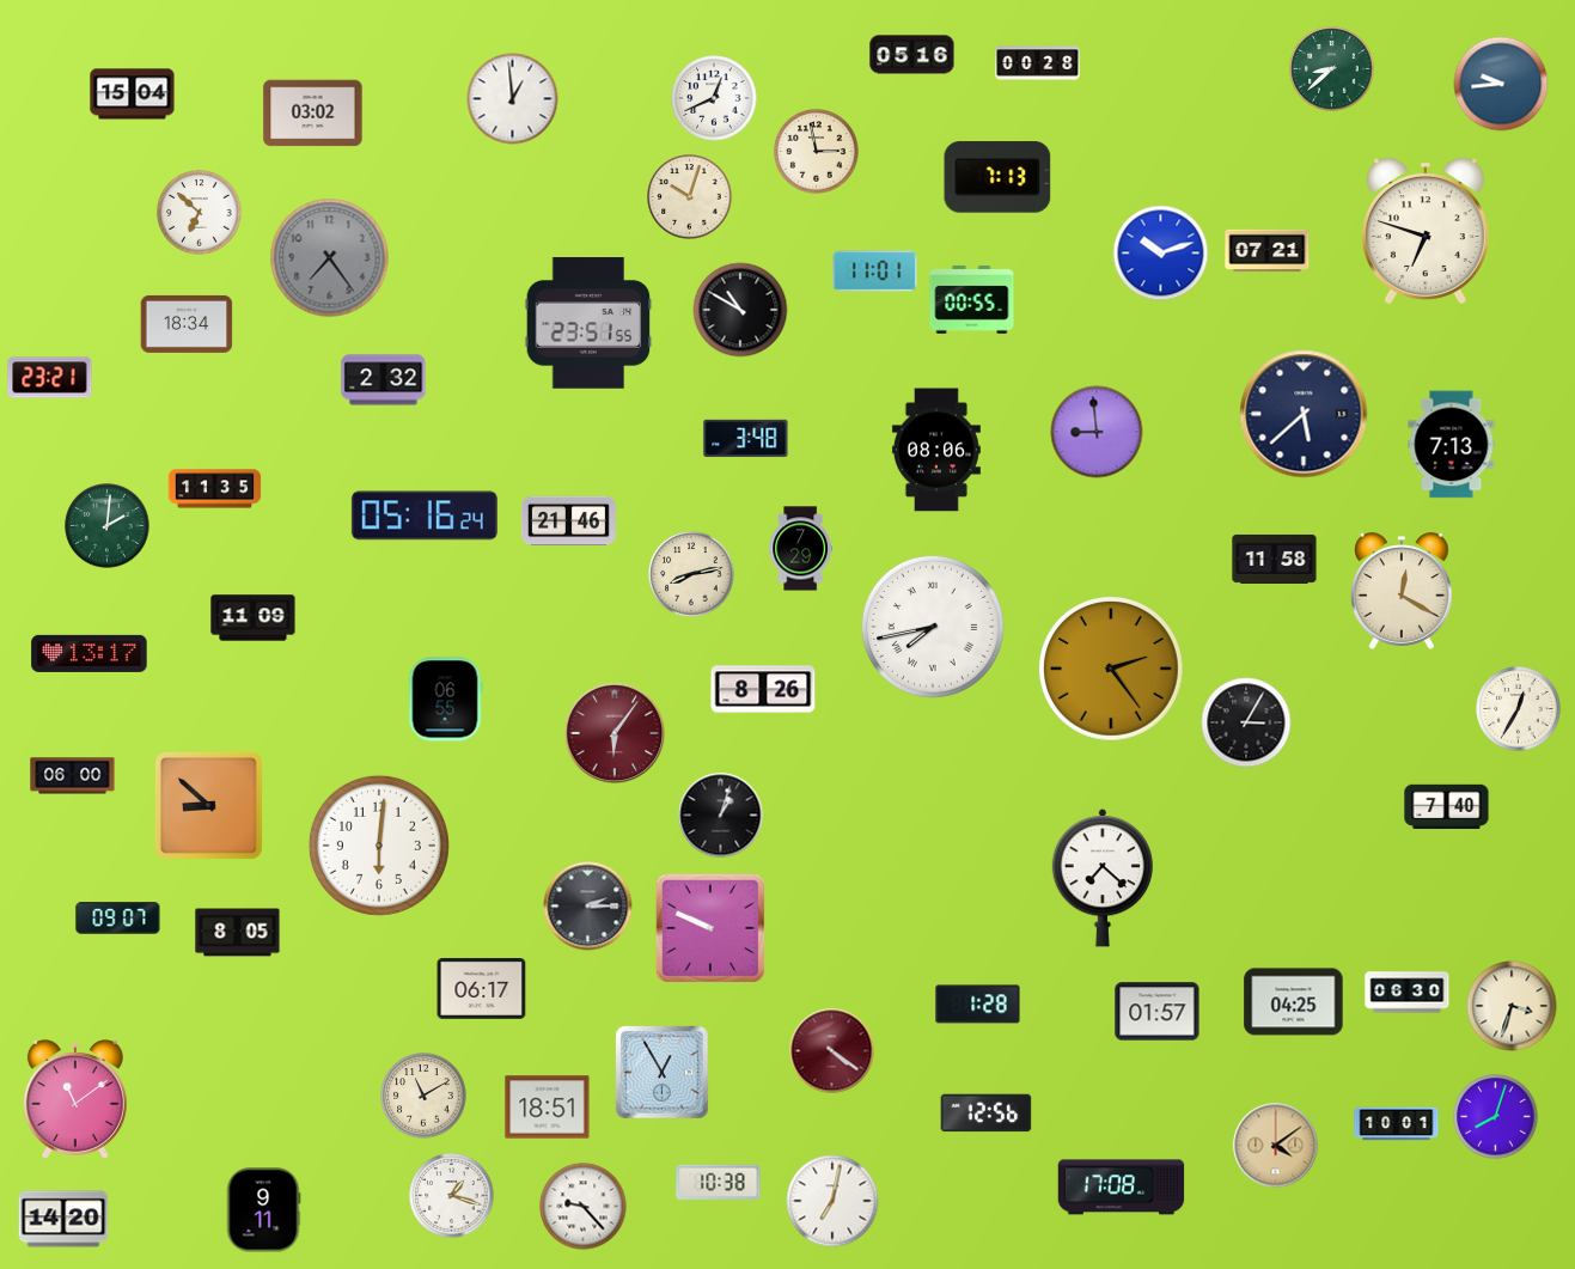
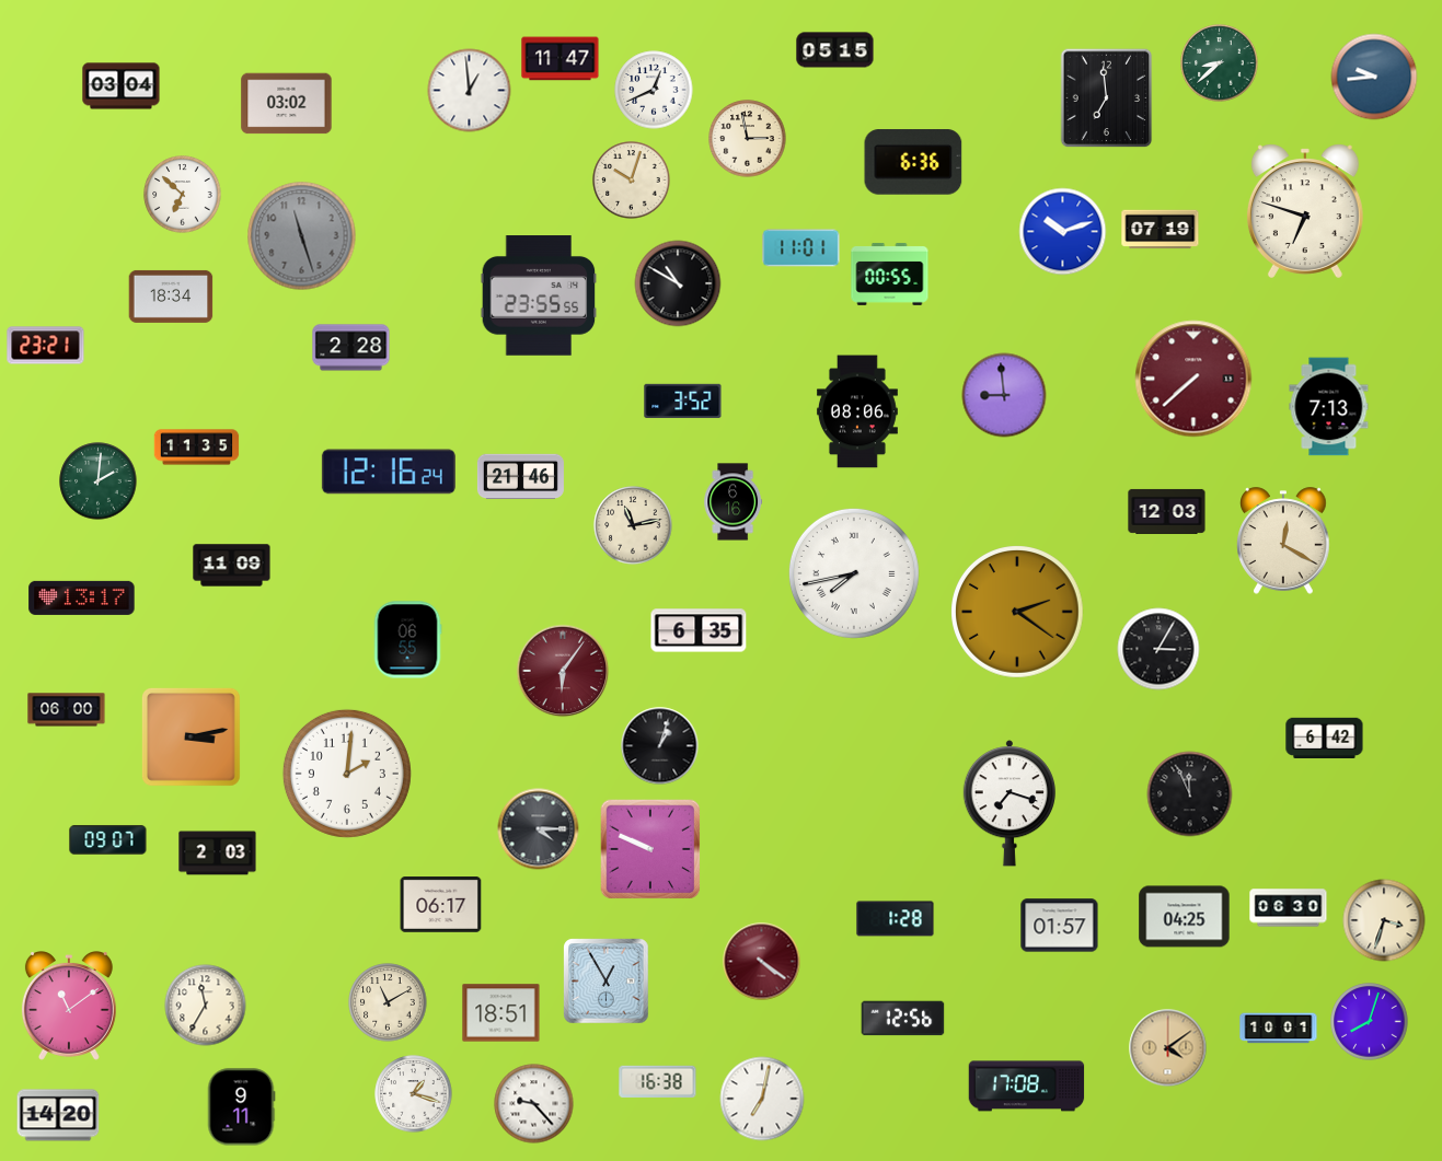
clock at (912, 55): 05:16 -> 05:15
clock at (1038, 63): 00:28 -> none
clock at (561, 59): none -> 11:47
clock at (133, 94): 15:04 -> 03:04
clock at (1107, 98): none -> 6:59
clock at (997, 177): 7:13 -> 6:36
clock at (1268, 251): 07:21 -> 07:19
clock at (330, 258): 7:24 -> 11:27
clock at (588, 323): 23:51 -> 23:55
clock at (384, 380): 2:32 -> 2:28
clock at (1304, 414): 5:38 -> 7:38
clock at (1304, 414) dial: navy -> burgundy
clock at (746, 438): 3:48 -> 3:52
clock at (425, 515): 05:16 -> 12:16
clock at (801, 549): 7:29 -> 6:16
clock at (1275, 559): 11:58 -> 12:03
clock at (691, 574): 8:13 -> 11:13
clock at (1112, 670): 2:24 -> 2:21
clock at (763, 689): 8:26 -> 6:35
clock at (1519, 709): 12:35 -> none
clock at (1246, 722) position: (1246, 722) -> (1158, 649)
clock at (209, 806): 8:52 -> 3:13
clock at (1447, 806): 7:40 -> 6:42
clock at (379, 846): 6:01 -> 2:01
clock at (1190, 794): none -> 11:56
clock at (1101, 878): 7:22 -> 7:18
clock at (588, 907): 2:15 -> 4:15
clock at (238, 933): 8:05 -> 2:03
clock at (206, 1006): none -> 11:35
clock at (719, 1182): 10:38 -> 16:38
